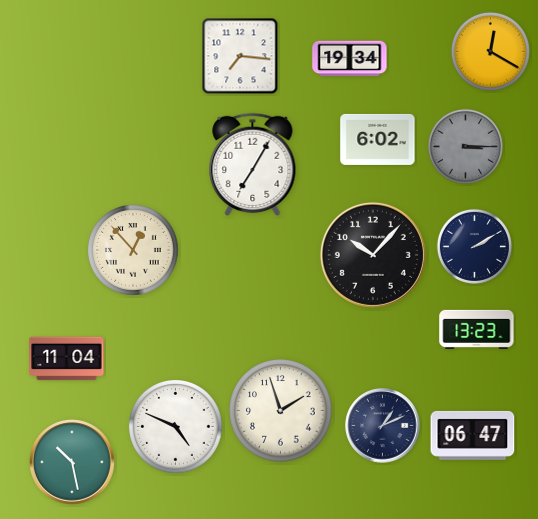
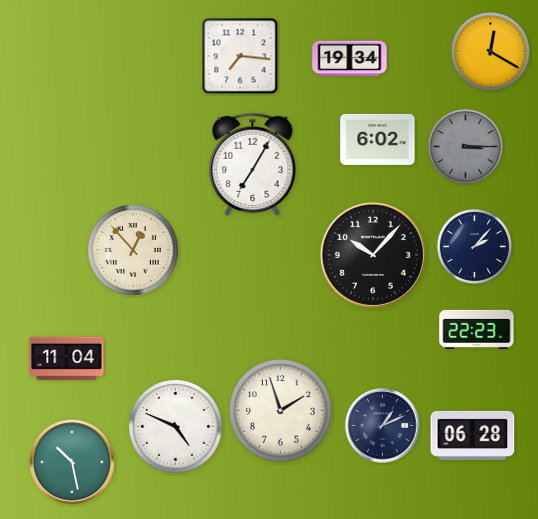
clock at (474, 246): 2:10 -> 2:07
clock at (477, 329): 13:23 -> 22:23
clock at (473, 435): 06:47 -> 06:28
